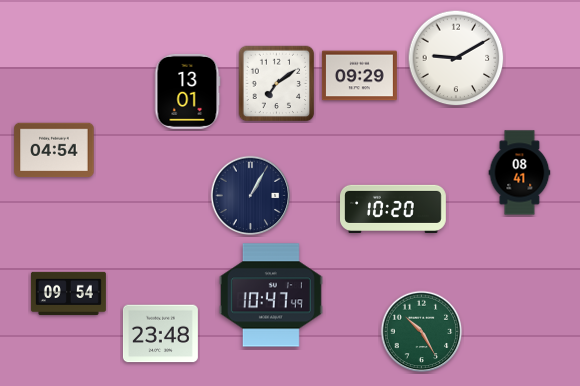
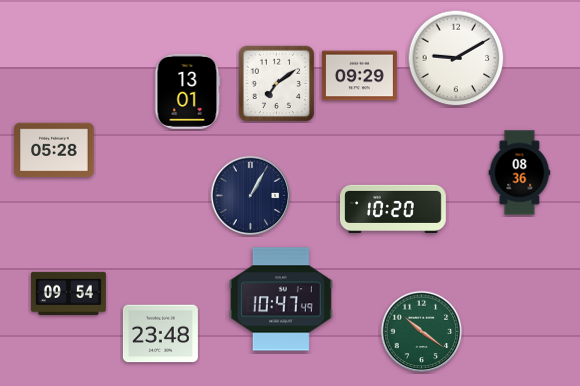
clock at (54, 150): 04:54 -> 05:28
clock at (520, 173): 08:41 -> 08:36
clock at (271, 295) position: (271, 295) -> (281, 299)
clock at (422, 332): 10:25 -> 10:21
